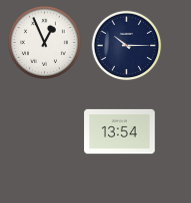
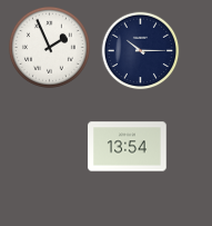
clock at (44, 42): 12:56 -> 1:56
clock at (120, 132) position: (120, 132) -> (128, 147)
